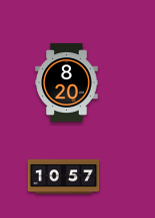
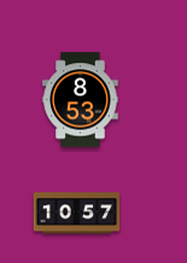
clock at (67, 83): 8:20 -> 8:53
